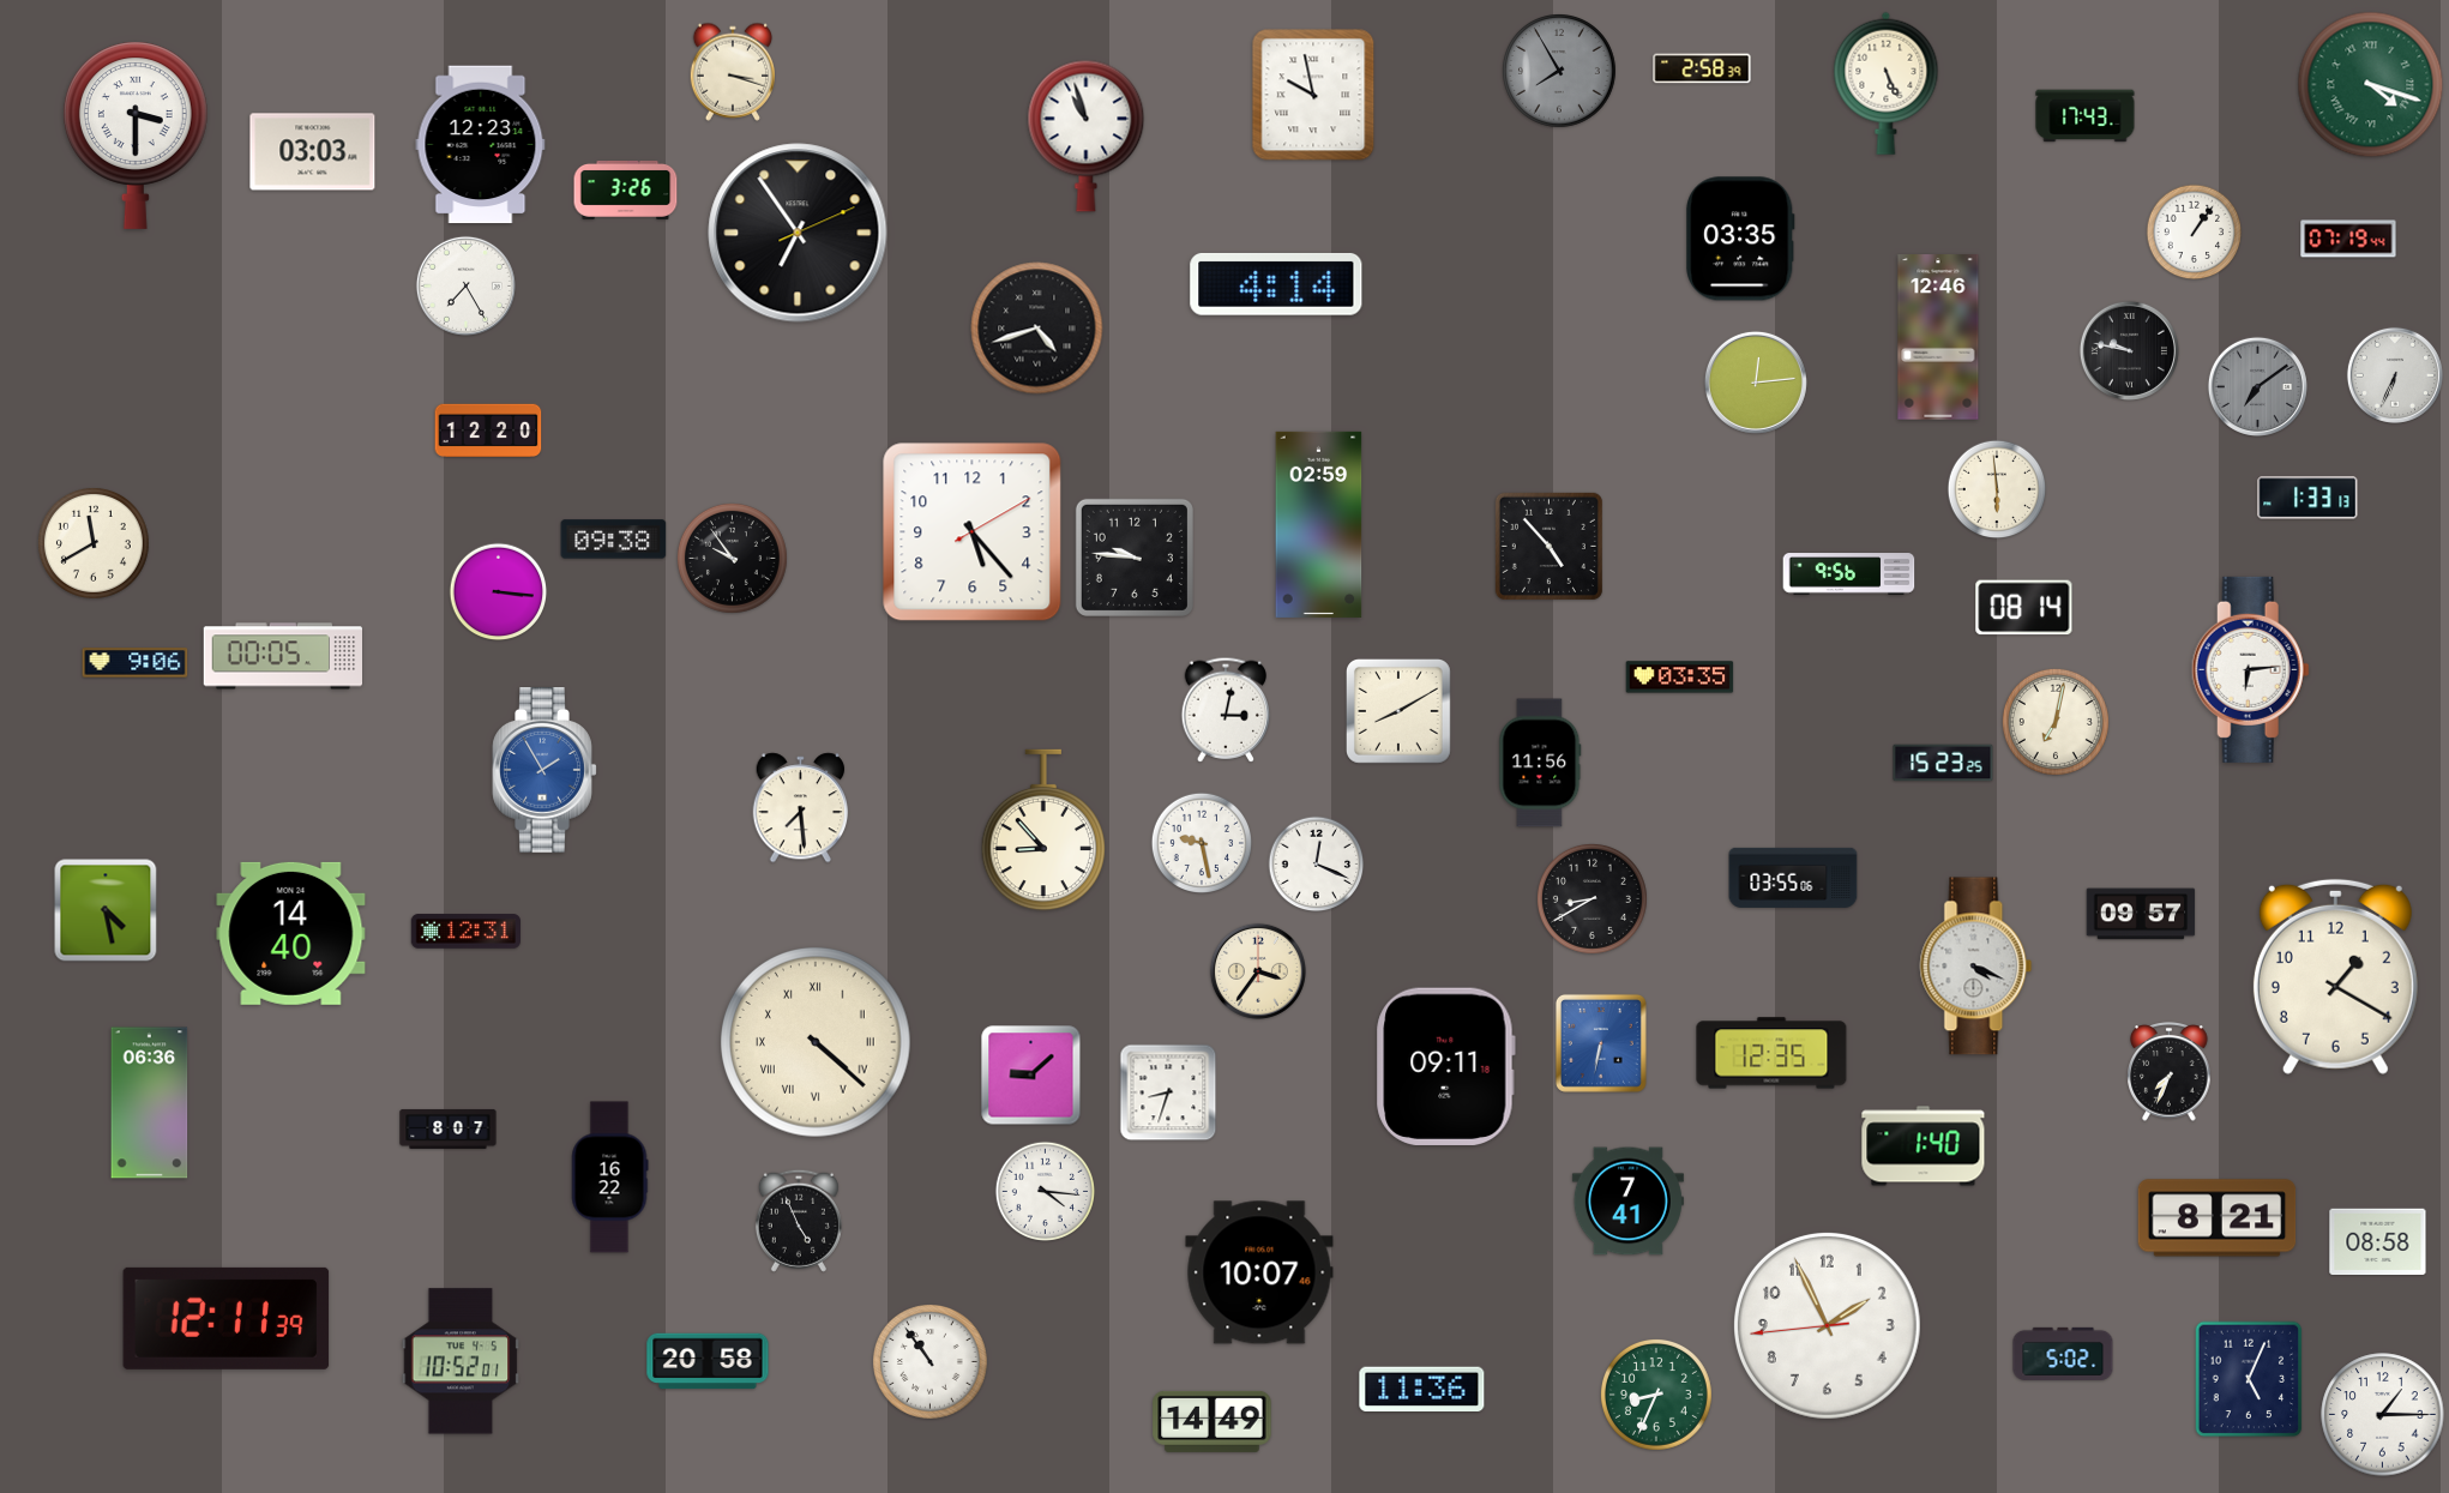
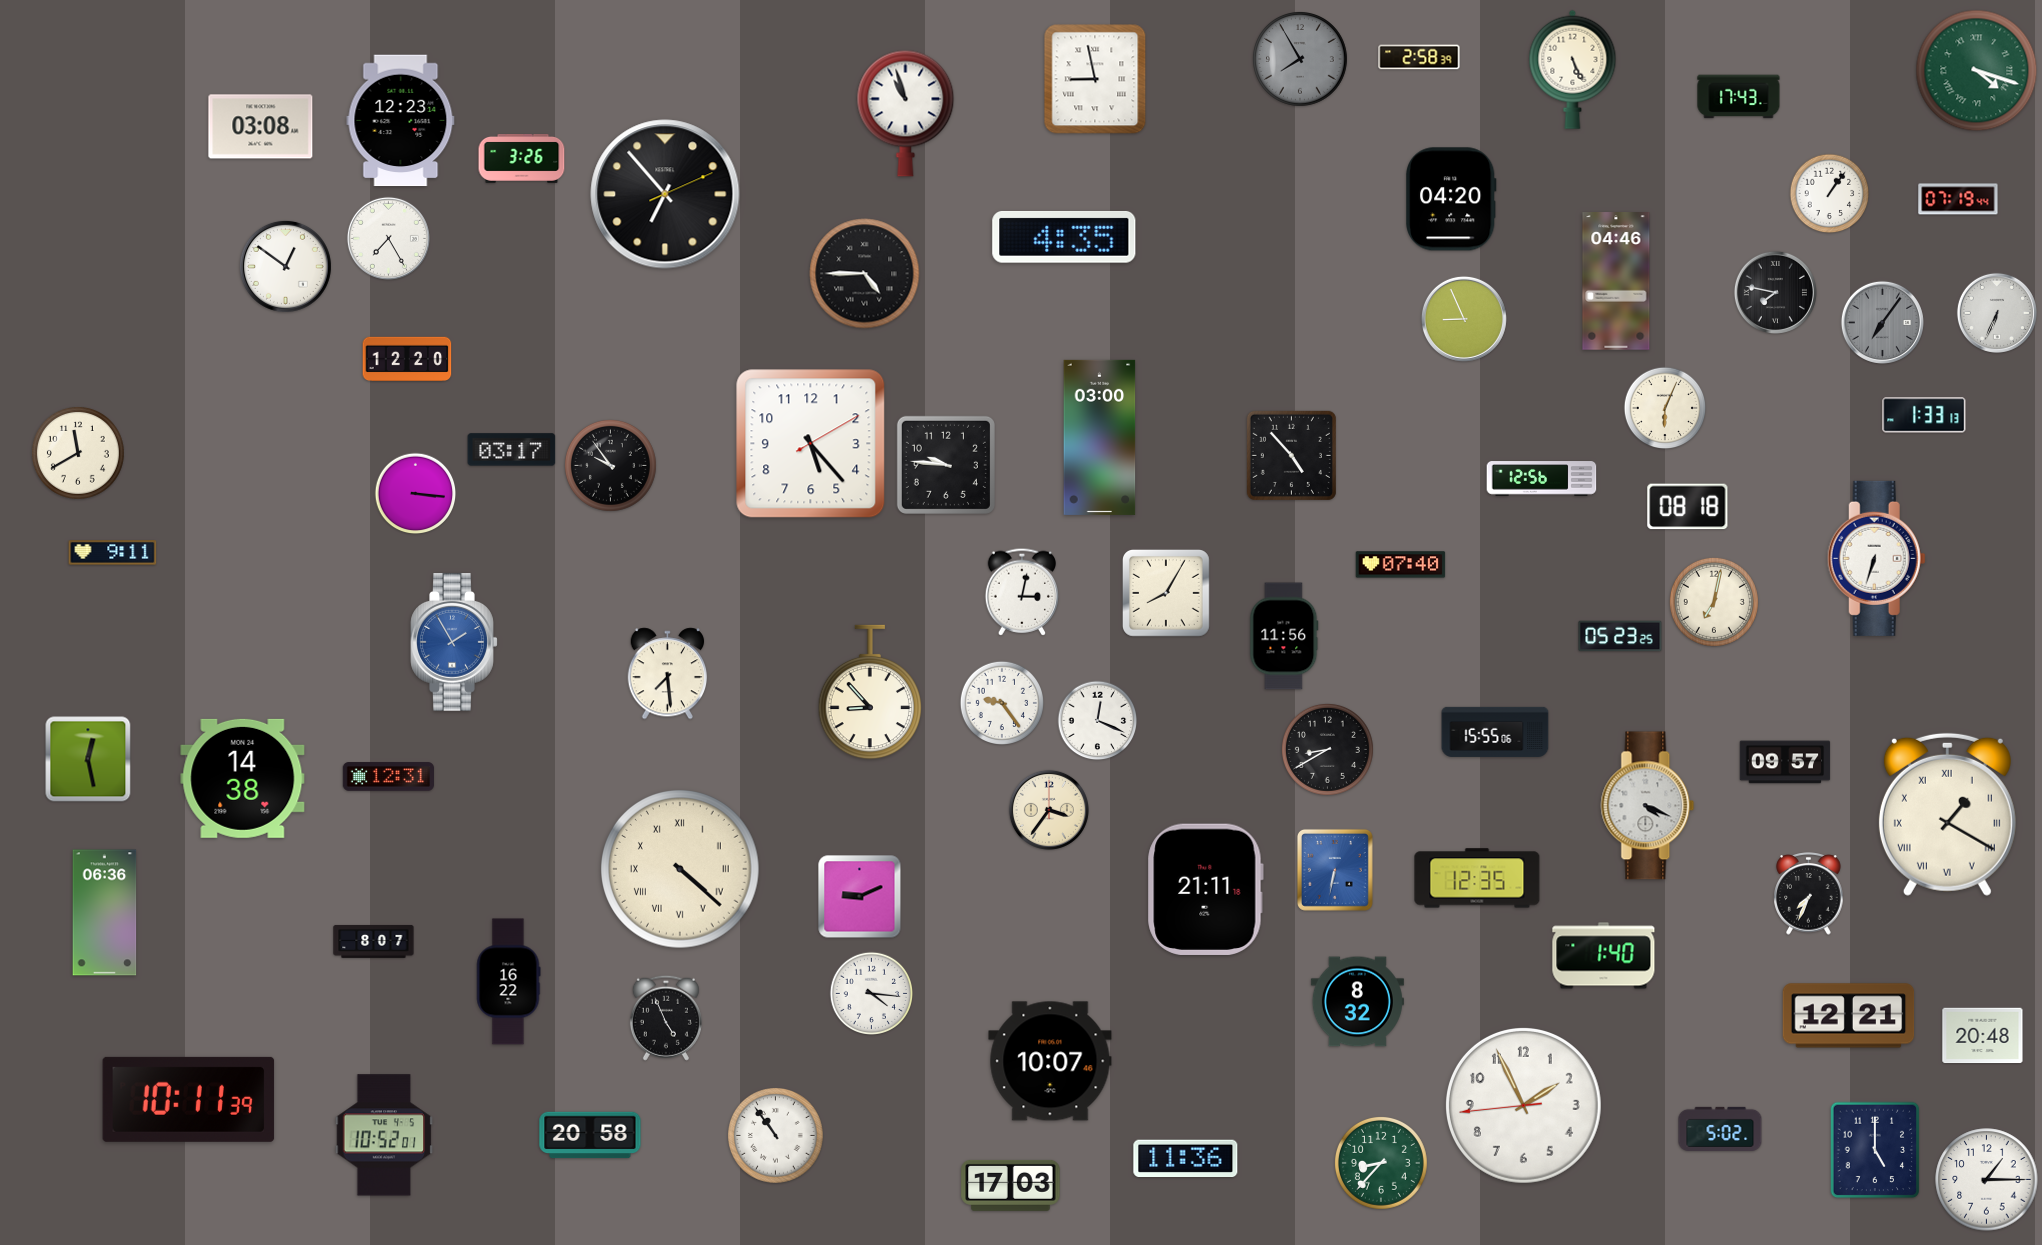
clock at (732, 72): 3:18 -> none
clock at (1313, 95): 9:58 -> 8:58
clock at (136, 136): 3:30 -> none
clock at (313, 152): 03:03 -> 03:08
clock at (798, 233): 6:54 -> 6:53
clock at (1740, 239): 03:35 -> 04:20
clock at (1276, 284): 4:14 -> 4:35
clock at (285, 266): none -> 12:51
clock at (1037, 329): 4:42 -> 4:45
clock at (1938, 337): 12:46 -> 04:46
clock at (2129, 350): 9:47 -> 7:47
clock at (1756, 383): 12:14 -> 8:56
clock at (2257, 386): 7:09 -> 7:06
clock at (1997, 489): 5:59 -> 6:04
clock at (1319, 524): 02:59 -> 03:00
clock at (614, 540): 09:38 -> 03:17
clock at (1849, 574): 9:56 -> 12:56
clock at (2024, 608): 08:14 -> 08:18
clock at (283, 656): 00:05 -> none
clock at (136, 663): 9:06 -> 9:11
clock at (2250, 669): 6:14 -> 6:33
clock at (1680, 678): 03:35 -> 07:40
clock at (1398, 711): 8:10 -> 8:05
clock at (1943, 763): 15:23 -> 05:23
clock at (1201, 842): 9:28 -> 9:24
clock at (1793, 878): 03:55 -> 15:55
clock at (106, 910): 4:28 -> 12:28
clock at (291, 933): 14:40 -> 14:38
clock at (2335, 976) numerals: Arabic -> Roman
clock at (1445, 1066): 09:11 -> 21:11
clock at (1031, 1076): 9:08 -> 9:11
clock at (1168, 1092): 8:33 -> none
clock at (150, 1103) position: (150, 1103) -> (105, 913)
clock at (1627, 1202): 7:41 -> 8:32
clock at (2218, 1218): 8:21 -> 12:21
clock at (2378, 1242): 08:58 -> 20:48
clock at (227, 1318): 12:11 -> 10:11
clock at (2249, 1379): 5:04 -> 5:00
clock at (1656, 1395): 8:34 -> 8:37
clock at (1213, 1421): 14:49 -> 17:03
